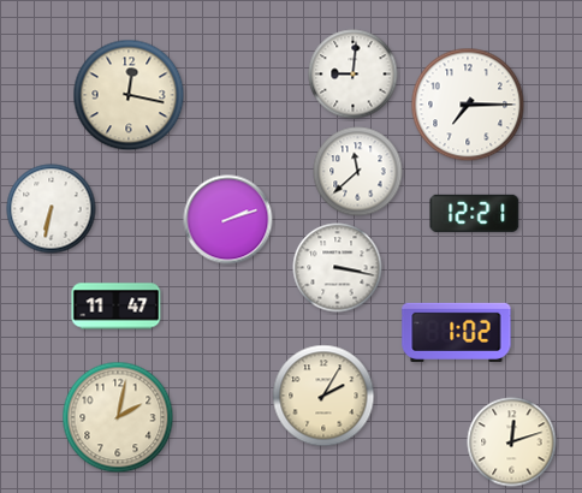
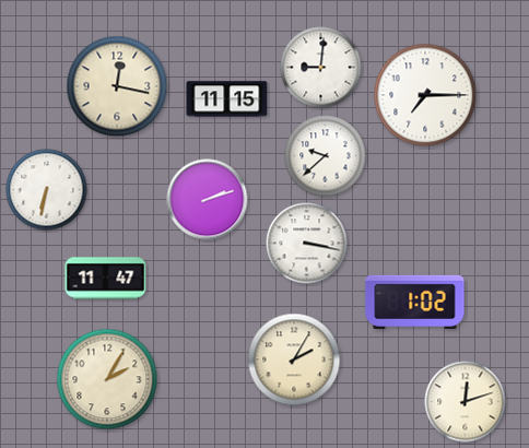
clock at (227, 99): none -> 11:15
clock at (358, 172): 11:38 -> 9:38
clock at (475, 213): 12:21 -> none
clock at (118, 417): 2:02 -> 2:05
